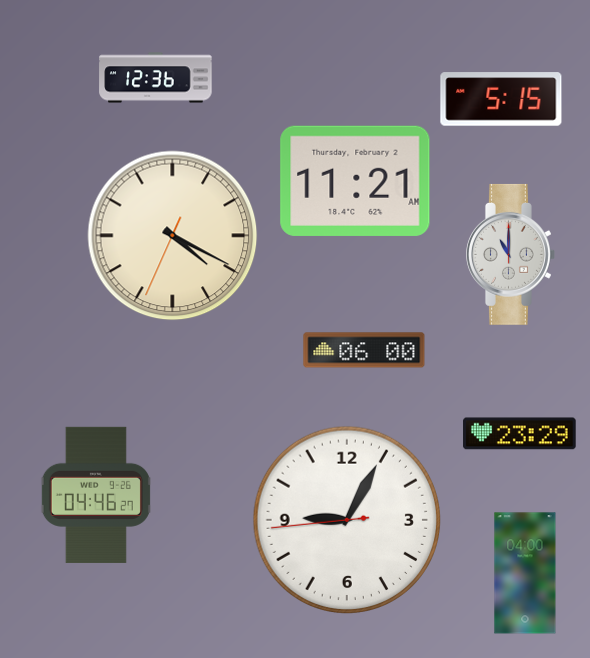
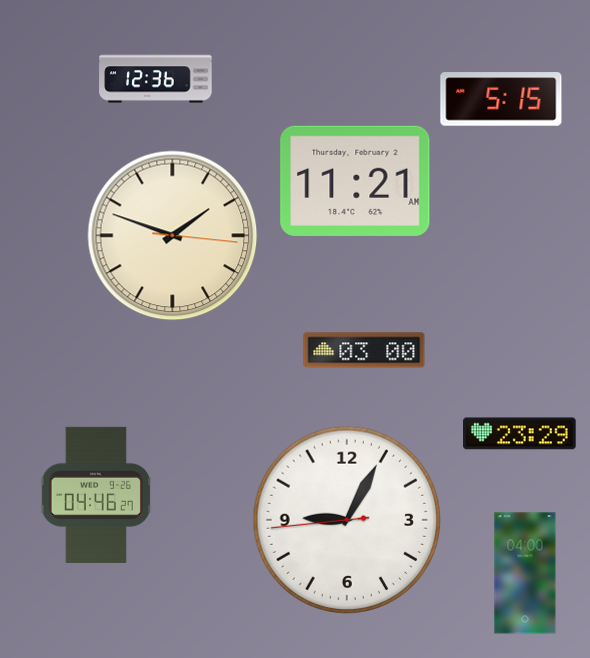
clock at (173, 236): 4:19 -> 1:48
clock at (511, 254): 11:00 -> none
clock at (364, 350): 06:00 -> 03:00
